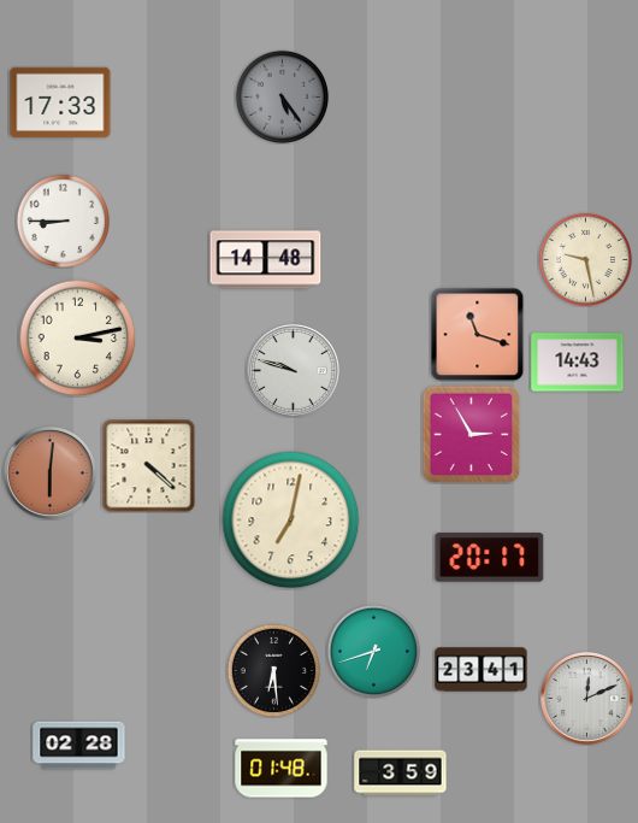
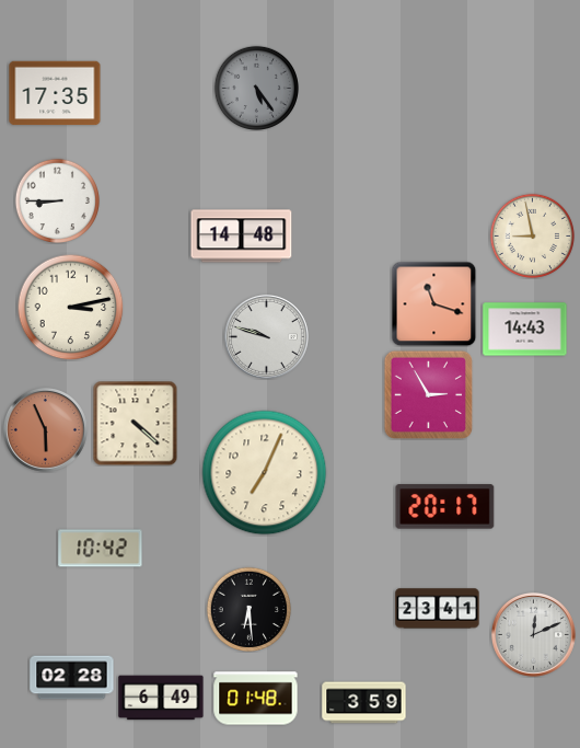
clock at (60, 102): 17:33 -> 17:35
clock at (585, 259): 9:28 -> 8:58
clock at (49, 472): 6:01 -> 5:56
clock at (291, 521): 7:02 -> 7:04
clock at (101, 549): none -> 10:42
clock at (373, 651): 6:42 -> none
clock at (161, 698): none -> 6:49
